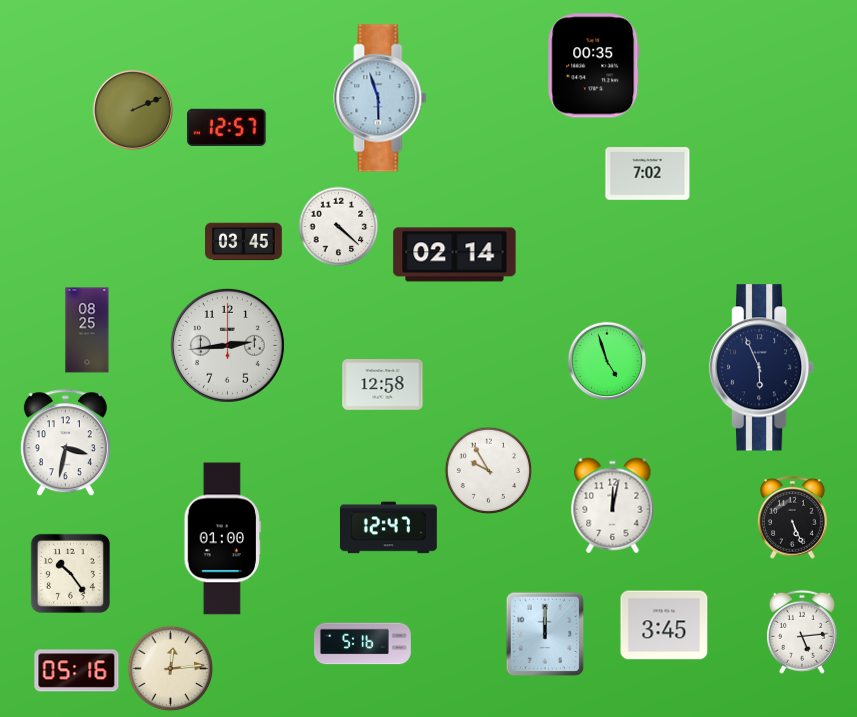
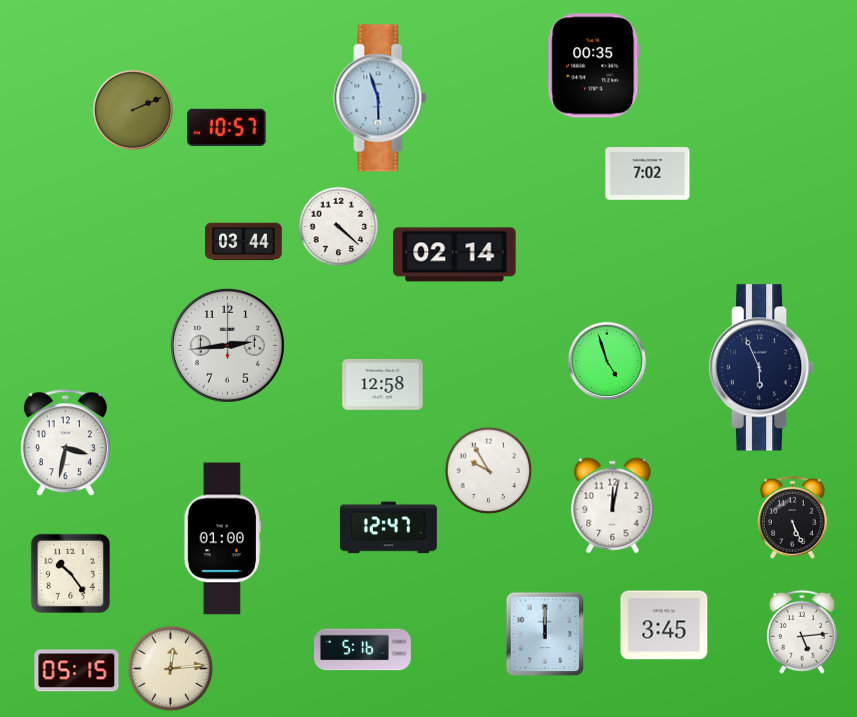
clock at (227, 127): 12:57 -> 10:57
clock at (244, 242): 03:45 -> 03:44
clock at (87, 330): 08:25 -> none
clock at (363, 644) position: (363, 644) -> (363, 650)
clock at (77, 671): 05:16 -> 05:15
